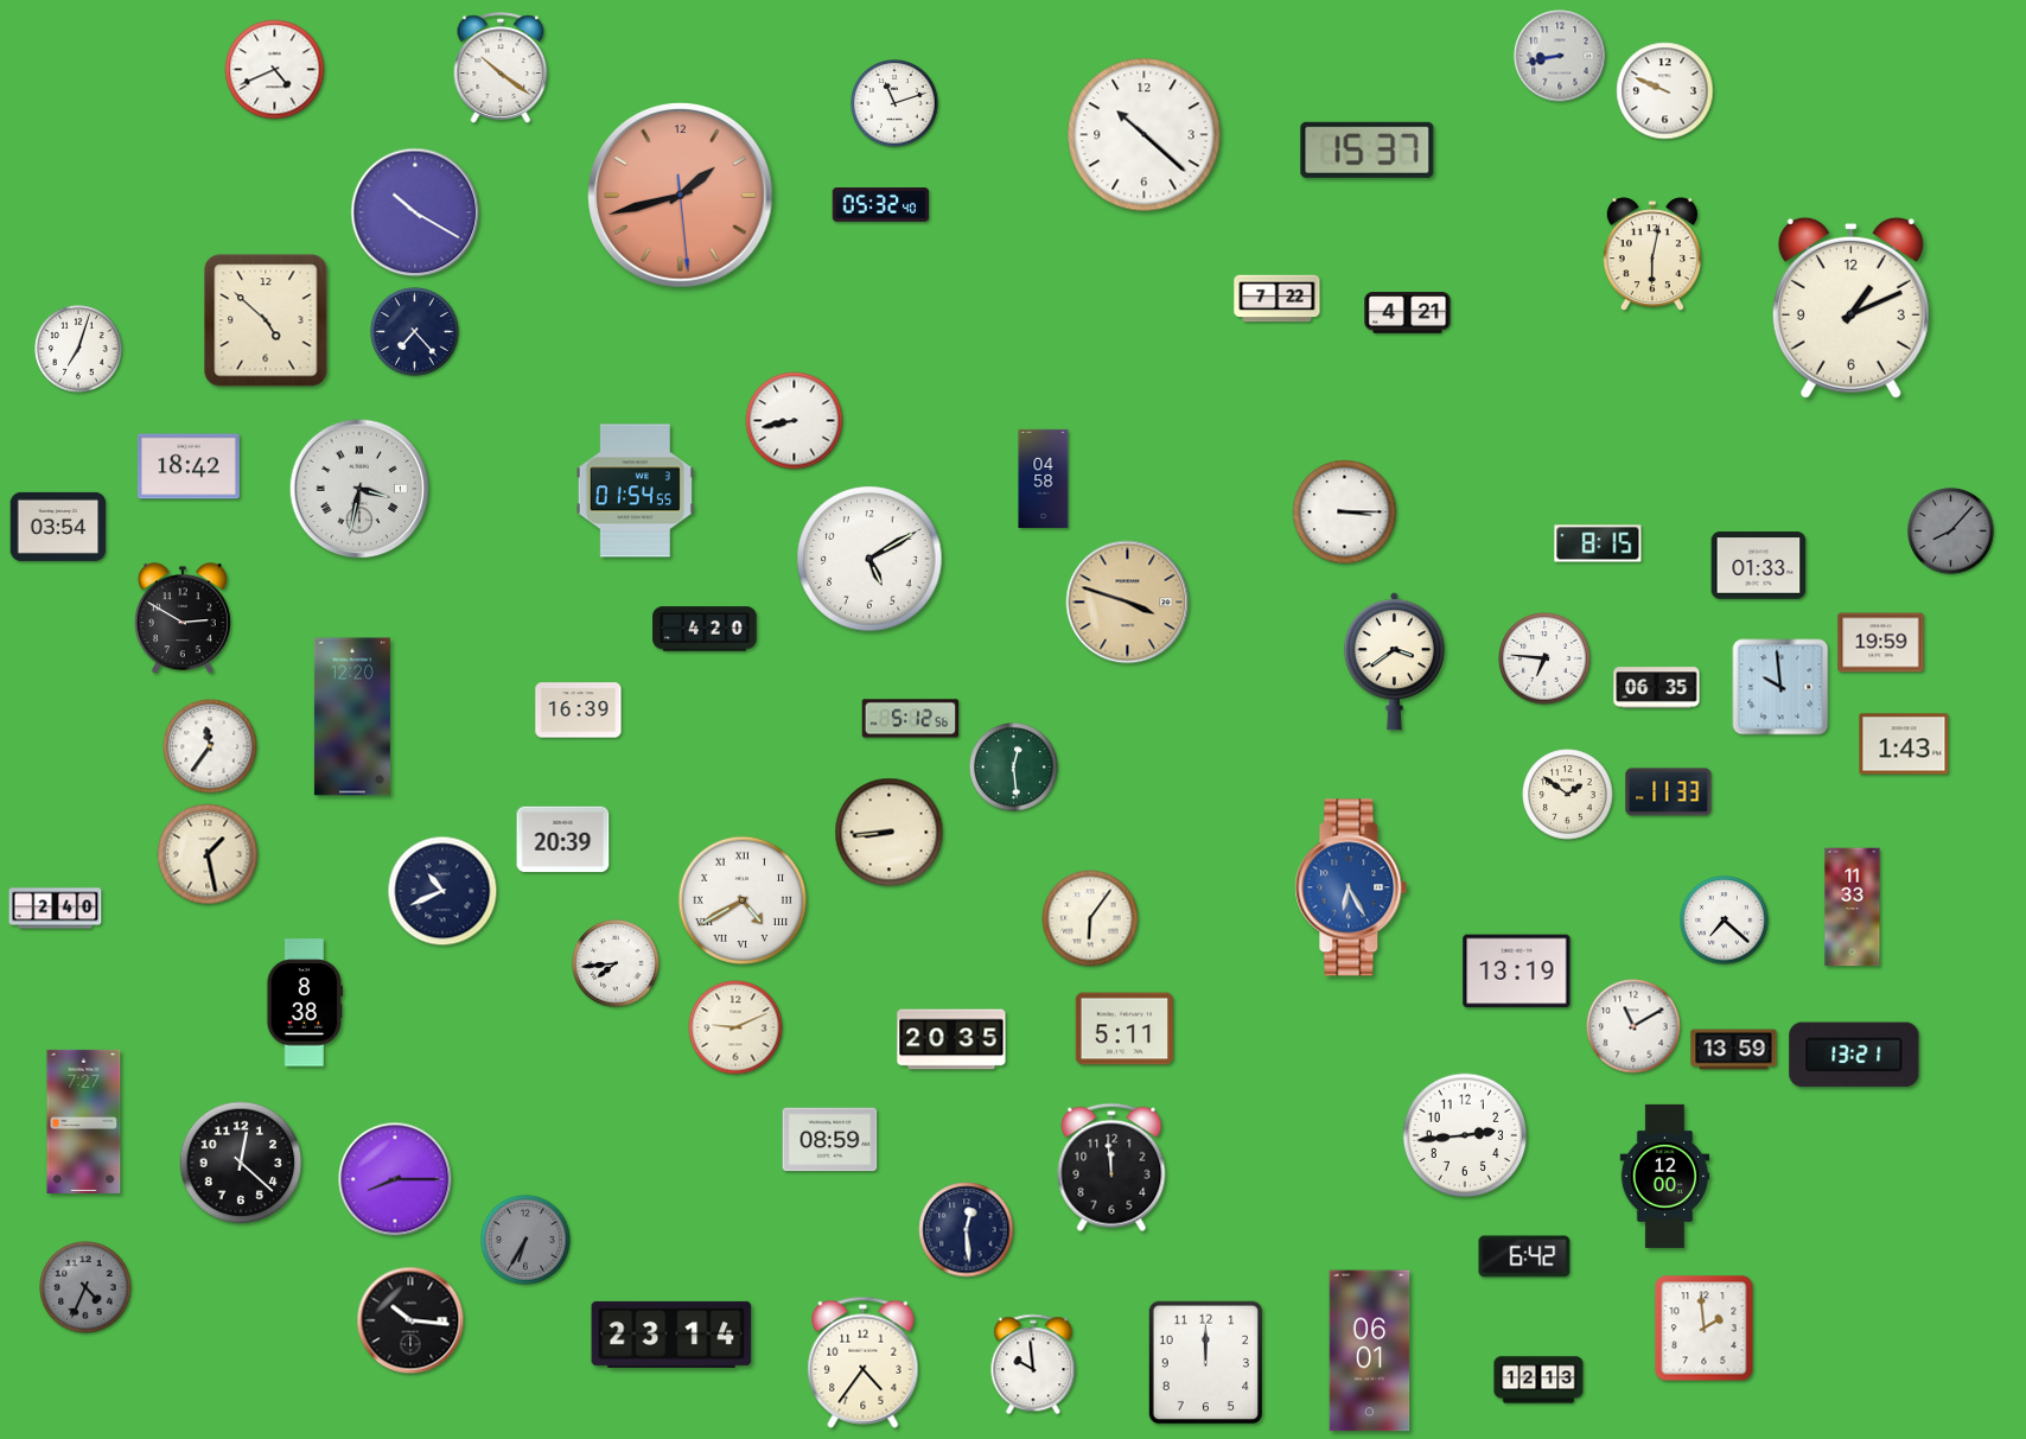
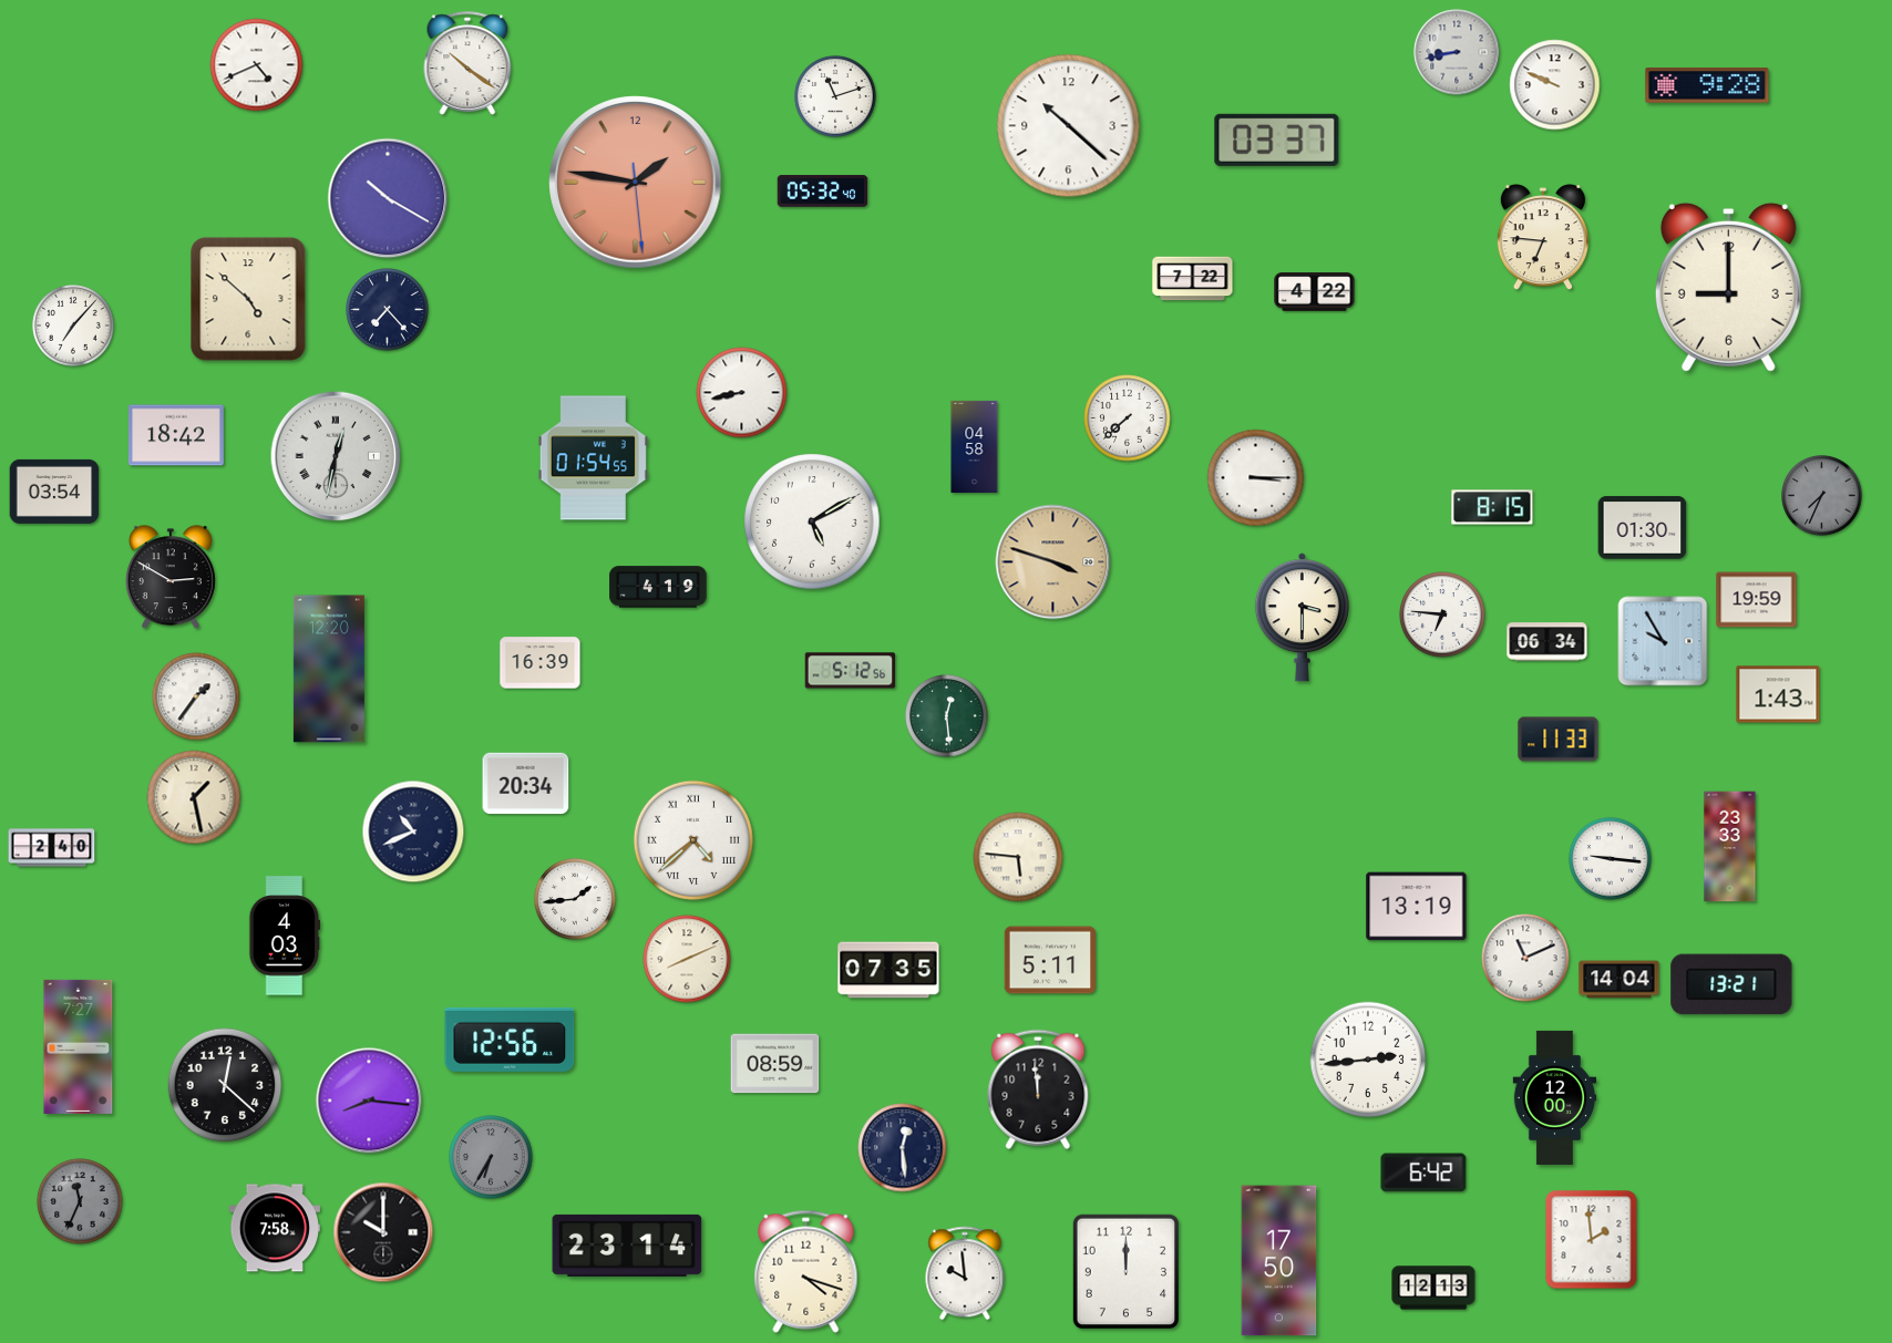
clock at (1707, 85): none -> 9:28
clock at (1368, 149): 15:37 -> 03:37
clock at (681, 196): 1:42 -> 1:46
clock at (1652, 255): 6:02 -> 6:46
clock at (1850, 307): 1:11 -> 9:00
clock at (1408, 313): 4:21 -> 4:22
clock at (78, 349): 7:03 -> 7:07
clock at (1128, 419): none -> 7:38
clock at (359, 489): 3:32 -> 12:32
clock at (1951, 531): 8:07 -> 7:34
clock at (1759, 566): 01:33 -> 01:30
clock at (705, 629): 4:20 -> 4:19
clock at (1394, 662): 3:39 -> 3:30
clock at (1780, 687): 9:59 -> 9:55
clock at (1657, 688): 06:35 -> 06:34
clock at (210, 746): 11:36 -> 1:36
clock at (1568, 795): 1:51 -> none
clock at (890, 833): 8:44 -> none
clock at (563, 840): 20:39 -> 20:34
clock at (1351, 887): 6:25 -> none
clock at (743, 900): 4:40 -> 4:38
clock at (1853, 908): 11:33 -> 23:33
clock at (1090, 918): 6:06 -> 5:46
clock at (1725, 921): 7:22 -> 9:16
clock at (616, 963): 7:44 -> 1:44
clock at (305, 1002): 8:38 -> 4:03
clock at (1633, 1026): 11:10 -> 11:11
clock at (735, 1027): 9:11 -> 8:11
clock at (951, 1039): 20:35 -> 07:35
clock at (1734, 1050): 13:59 -> 14:04
clock at (510, 1040): none -> 12:56
clock at (395, 1179): 8:15 -> 8:16
clock at (85, 1287): 4:34 -> 11:34
clock at (274, 1228): none -> 7:58
clock at (410, 1320): 10:16 -> 10:00
clock at (1370, 1351): 06:01 -> 17:50
clock at (864, 1362): 4:36 -> 4:18
clock at (1538, 1380) position: (1538, 1380) -> (1433, 1288)
